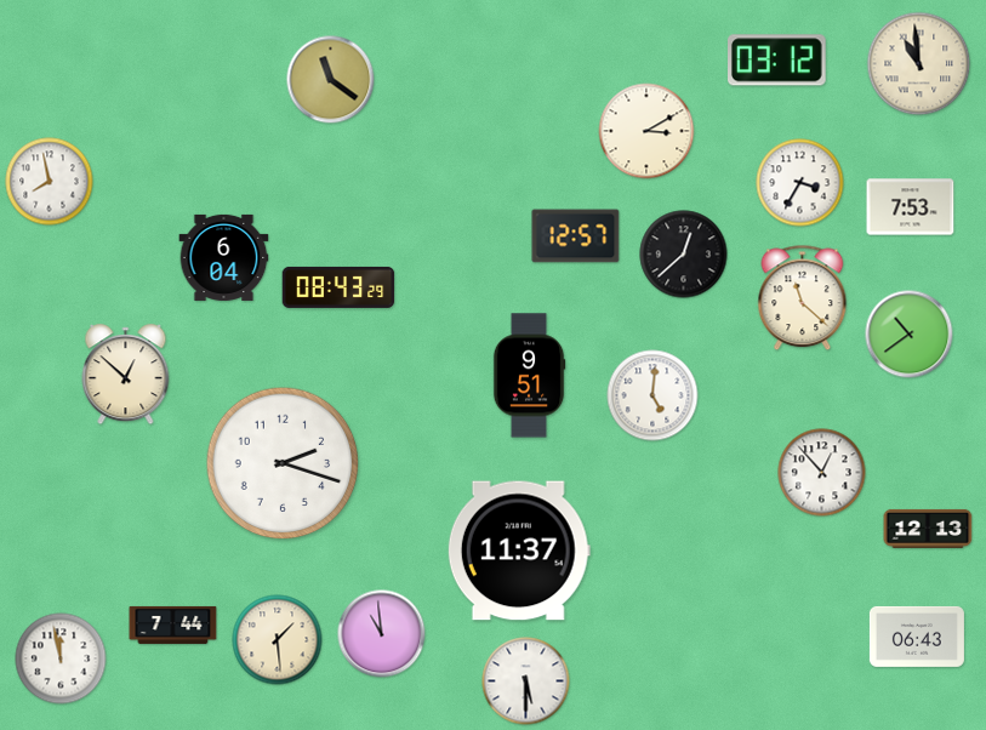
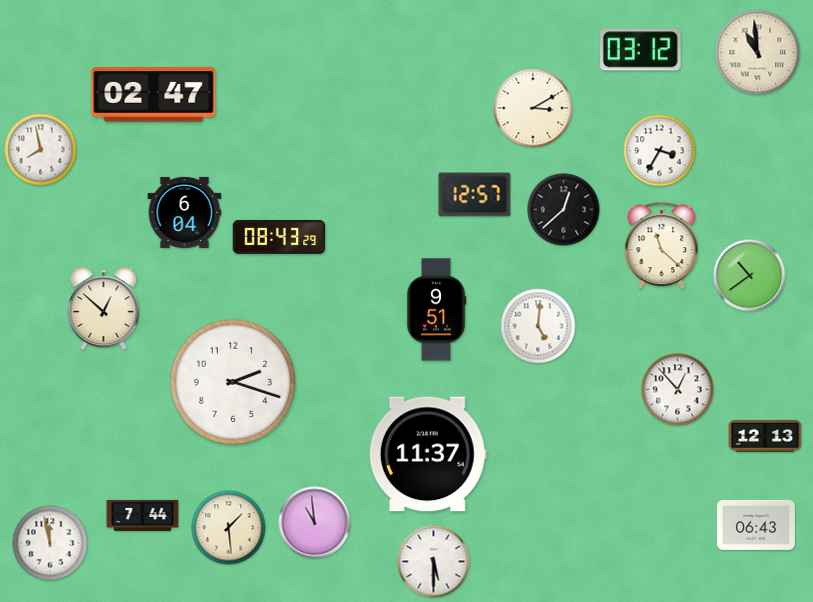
clock at (331, 80): 11:21 -> none
clock at (154, 95): none -> 02:47
clock at (911, 207): 7:53 -> none
